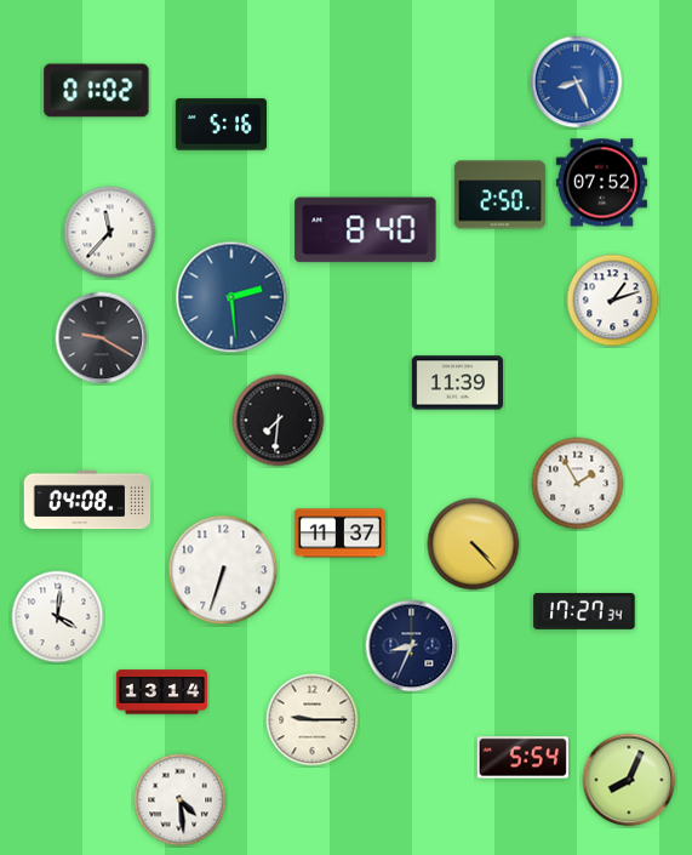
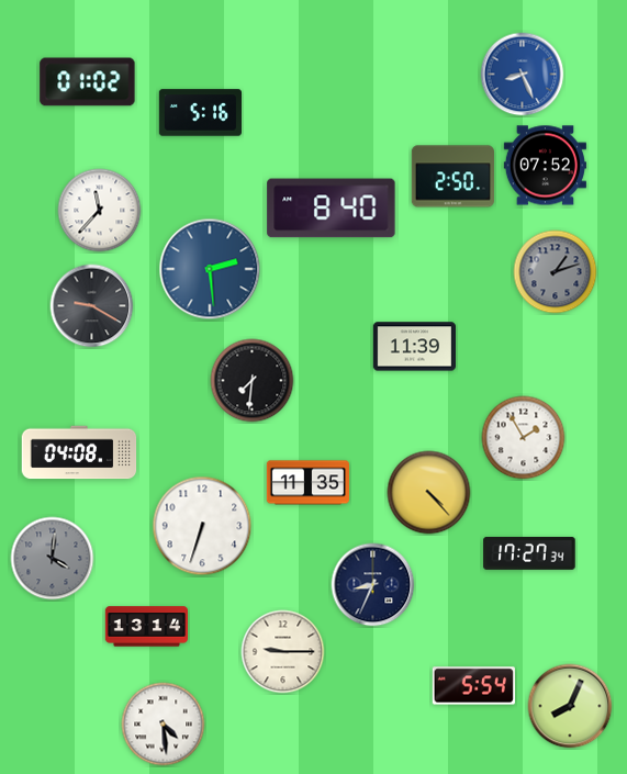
clock at (613, 301) dial: white -> grey
clock at (339, 534): 11:37 -> 11:35
clock at (223, 570) position: (223, 570) -> (202, 526)
clock at (58, 617) dial: white -> grey
